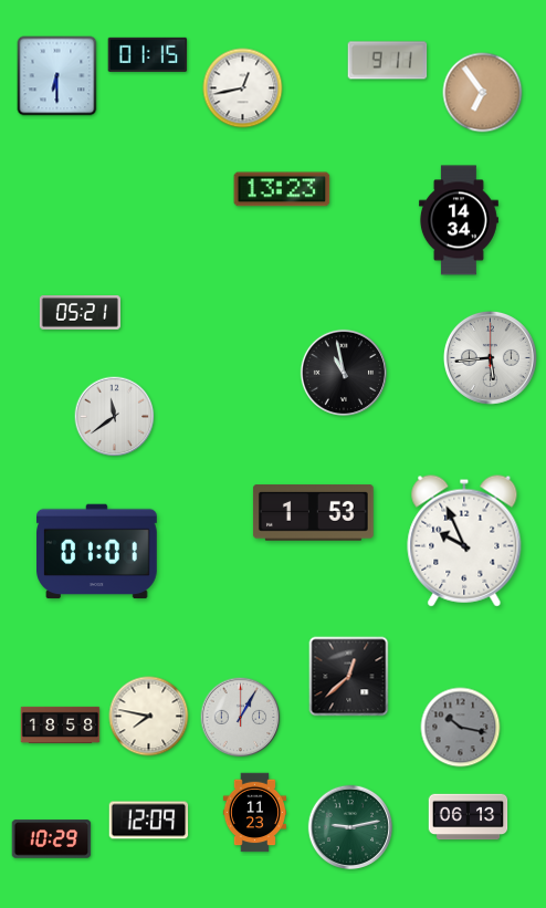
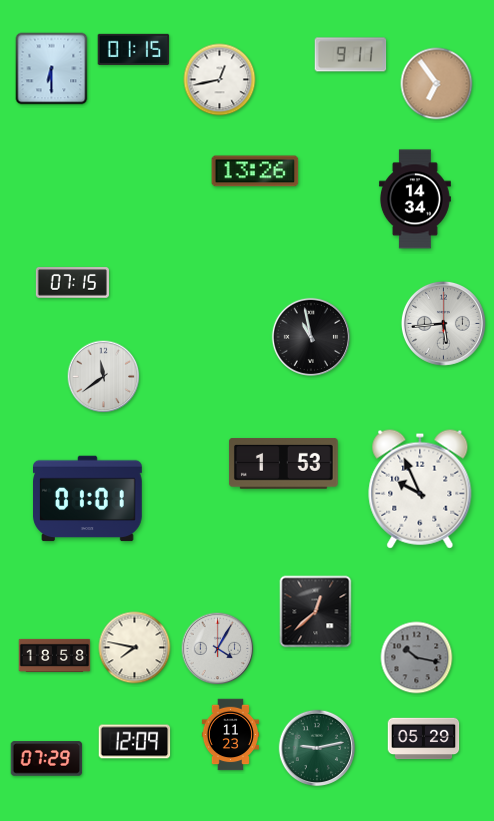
clock at (282, 189): 13:23 -> 13:26
clock at (80, 313): 05:21 -> 07:15
clock at (241, 718): 1:05 -> 4:05
clock at (469, 817): 06:13 -> 05:29
clock at (52, 839): 10:29 -> 07:29
